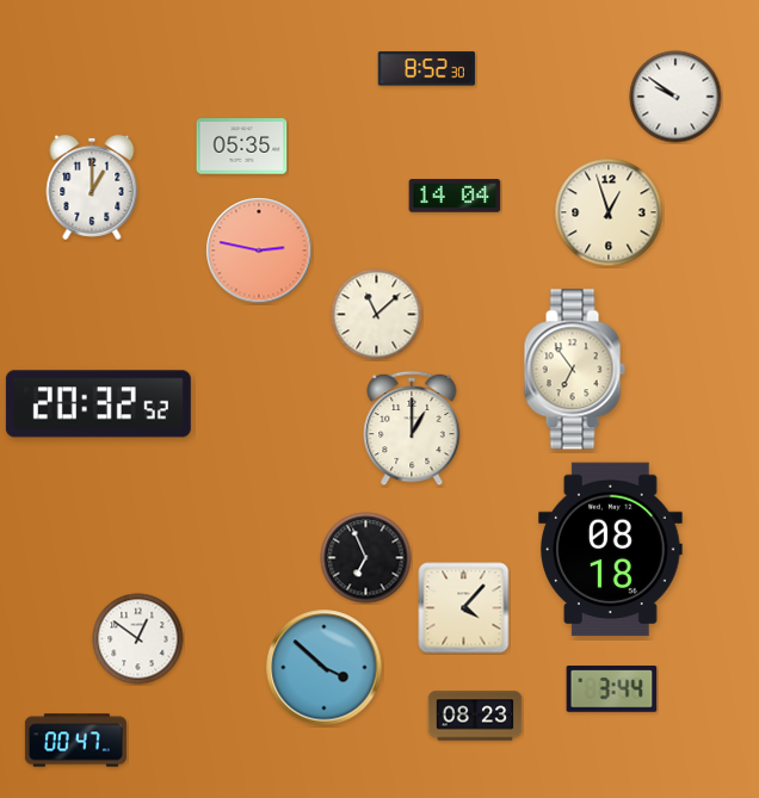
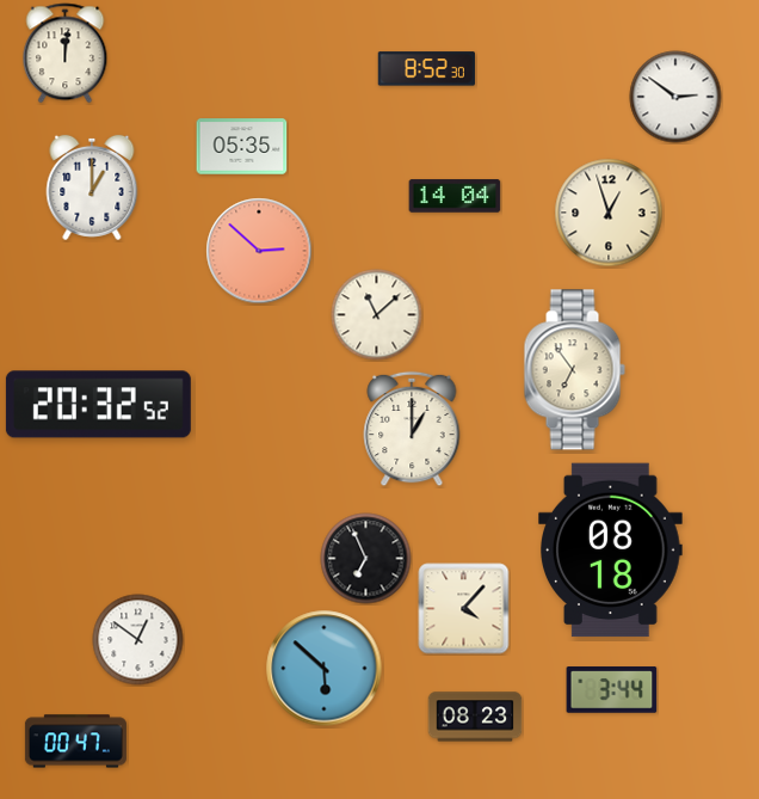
clock at (66, 54): none -> 12:01
clock at (675, 97): 9:51 -> 2:51
clock at (259, 250): 2:47 -> 2:52
clock at (325, 668): 3:52 -> 5:52
